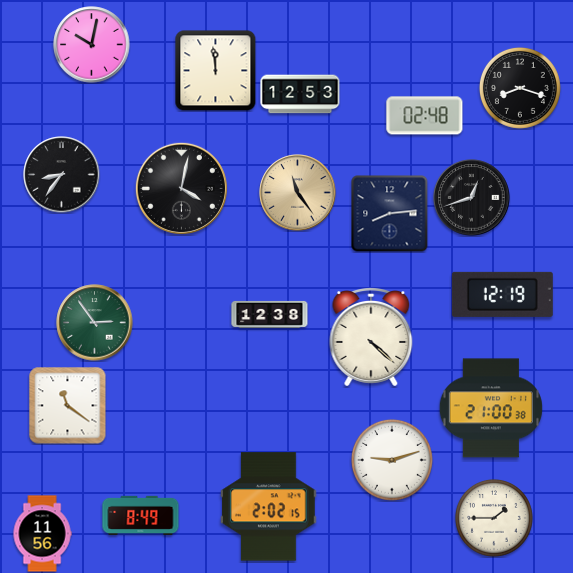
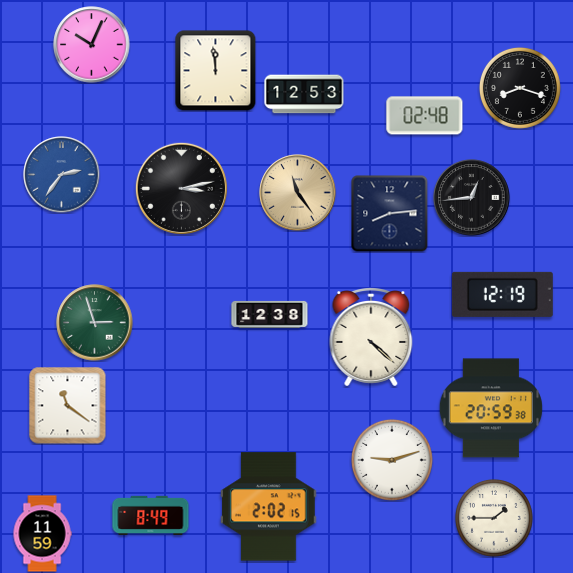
clock at (92, 45): 10:02 -> 10:04
clock at (300, 94) position: (300, 94) -> (304, 94)
clock at (62, 175): 8:36 -> 2:36
clock at (62, 175) dial: black -> blue
clock at (181, 188): 4:02 -> 3:13
clock at (472, 198): 12:42 -> 12:44
clock at (95, 323): 2:54 -> 2:57
clock at (491, 408): 21:00 -> 20:59
clock at (141, 516) position: (141, 516) -> (151, 516)
clock at (42, 534): 11:56 -> 11:59
